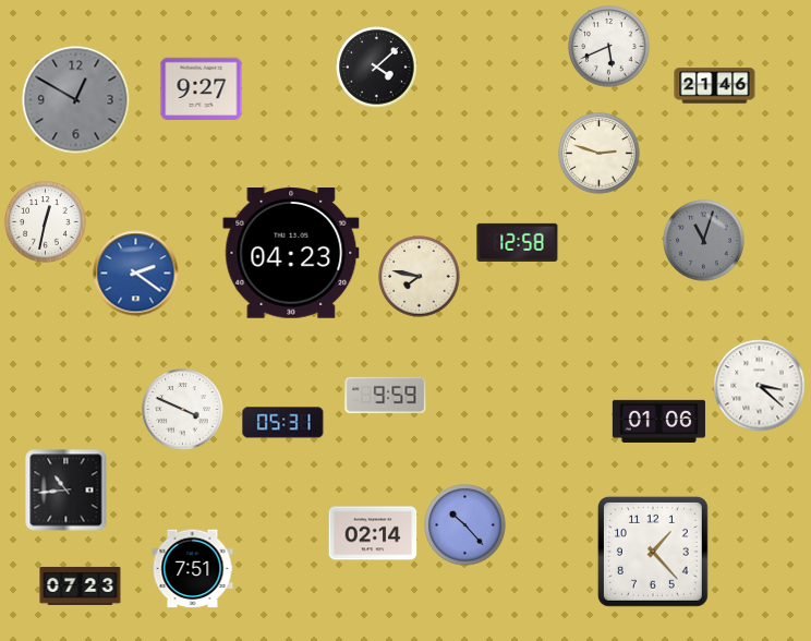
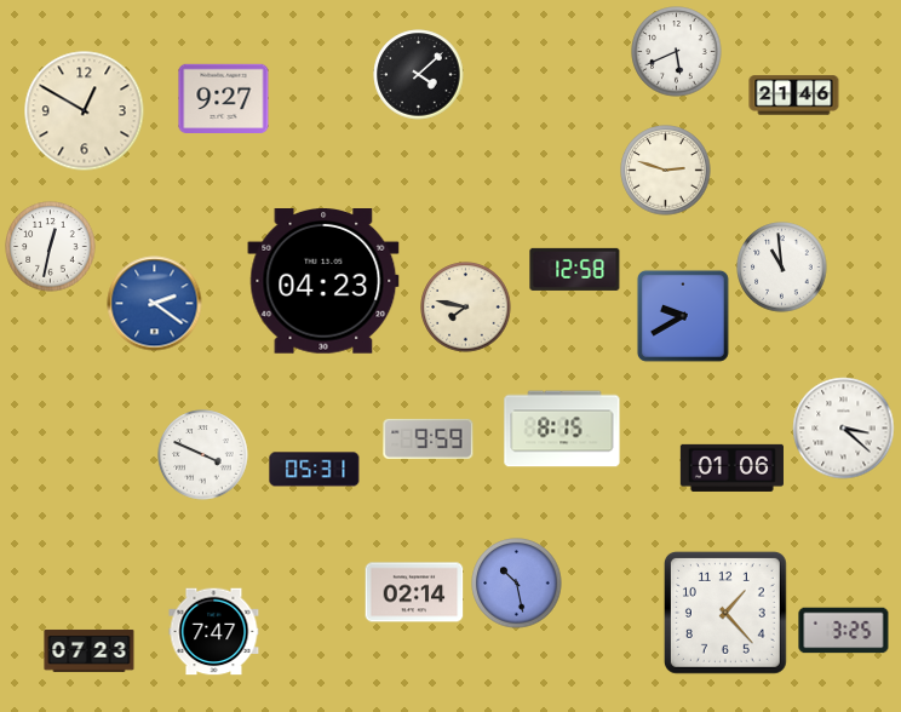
clock at (76, 100) dial: grey -> cream
clock at (704, 241): 11:03 -> 10:59
clock at (704, 241) dial: grey -> white
clock at (136, 274) position: (136, 274) -> (155, 304)
clock at (683, 316): none -> 9:40
clock at (562, 429): none -> 8:15
clock at (66, 491): 10:44 -> none
clock at (465, 525): 10:23 -> 10:28
clock at (844, 631): none -> 3:25
clock at (193, 569): 7:51 -> 7:47
